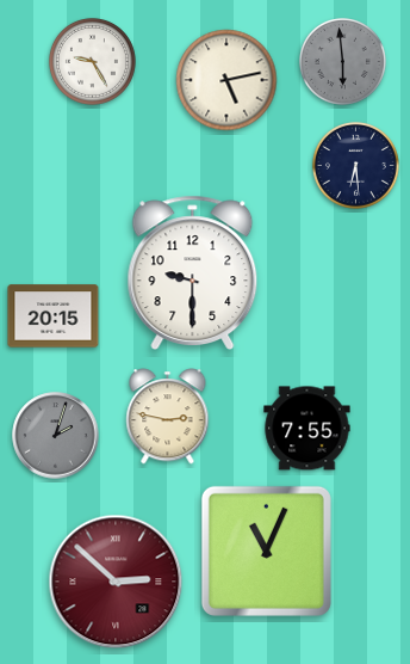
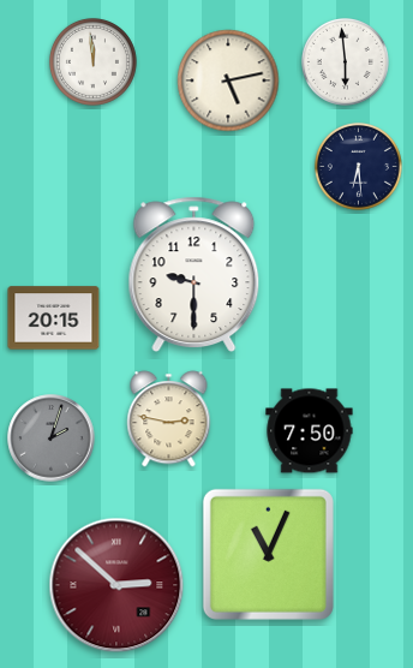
clock at (92, 61): 9:25 -> 11:59
clock at (342, 61) dial: grey -> white
clock at (307, 429): 7:55 -> 7:50
clock at (56, 436) position: (56, 436) -> (52, 439)
